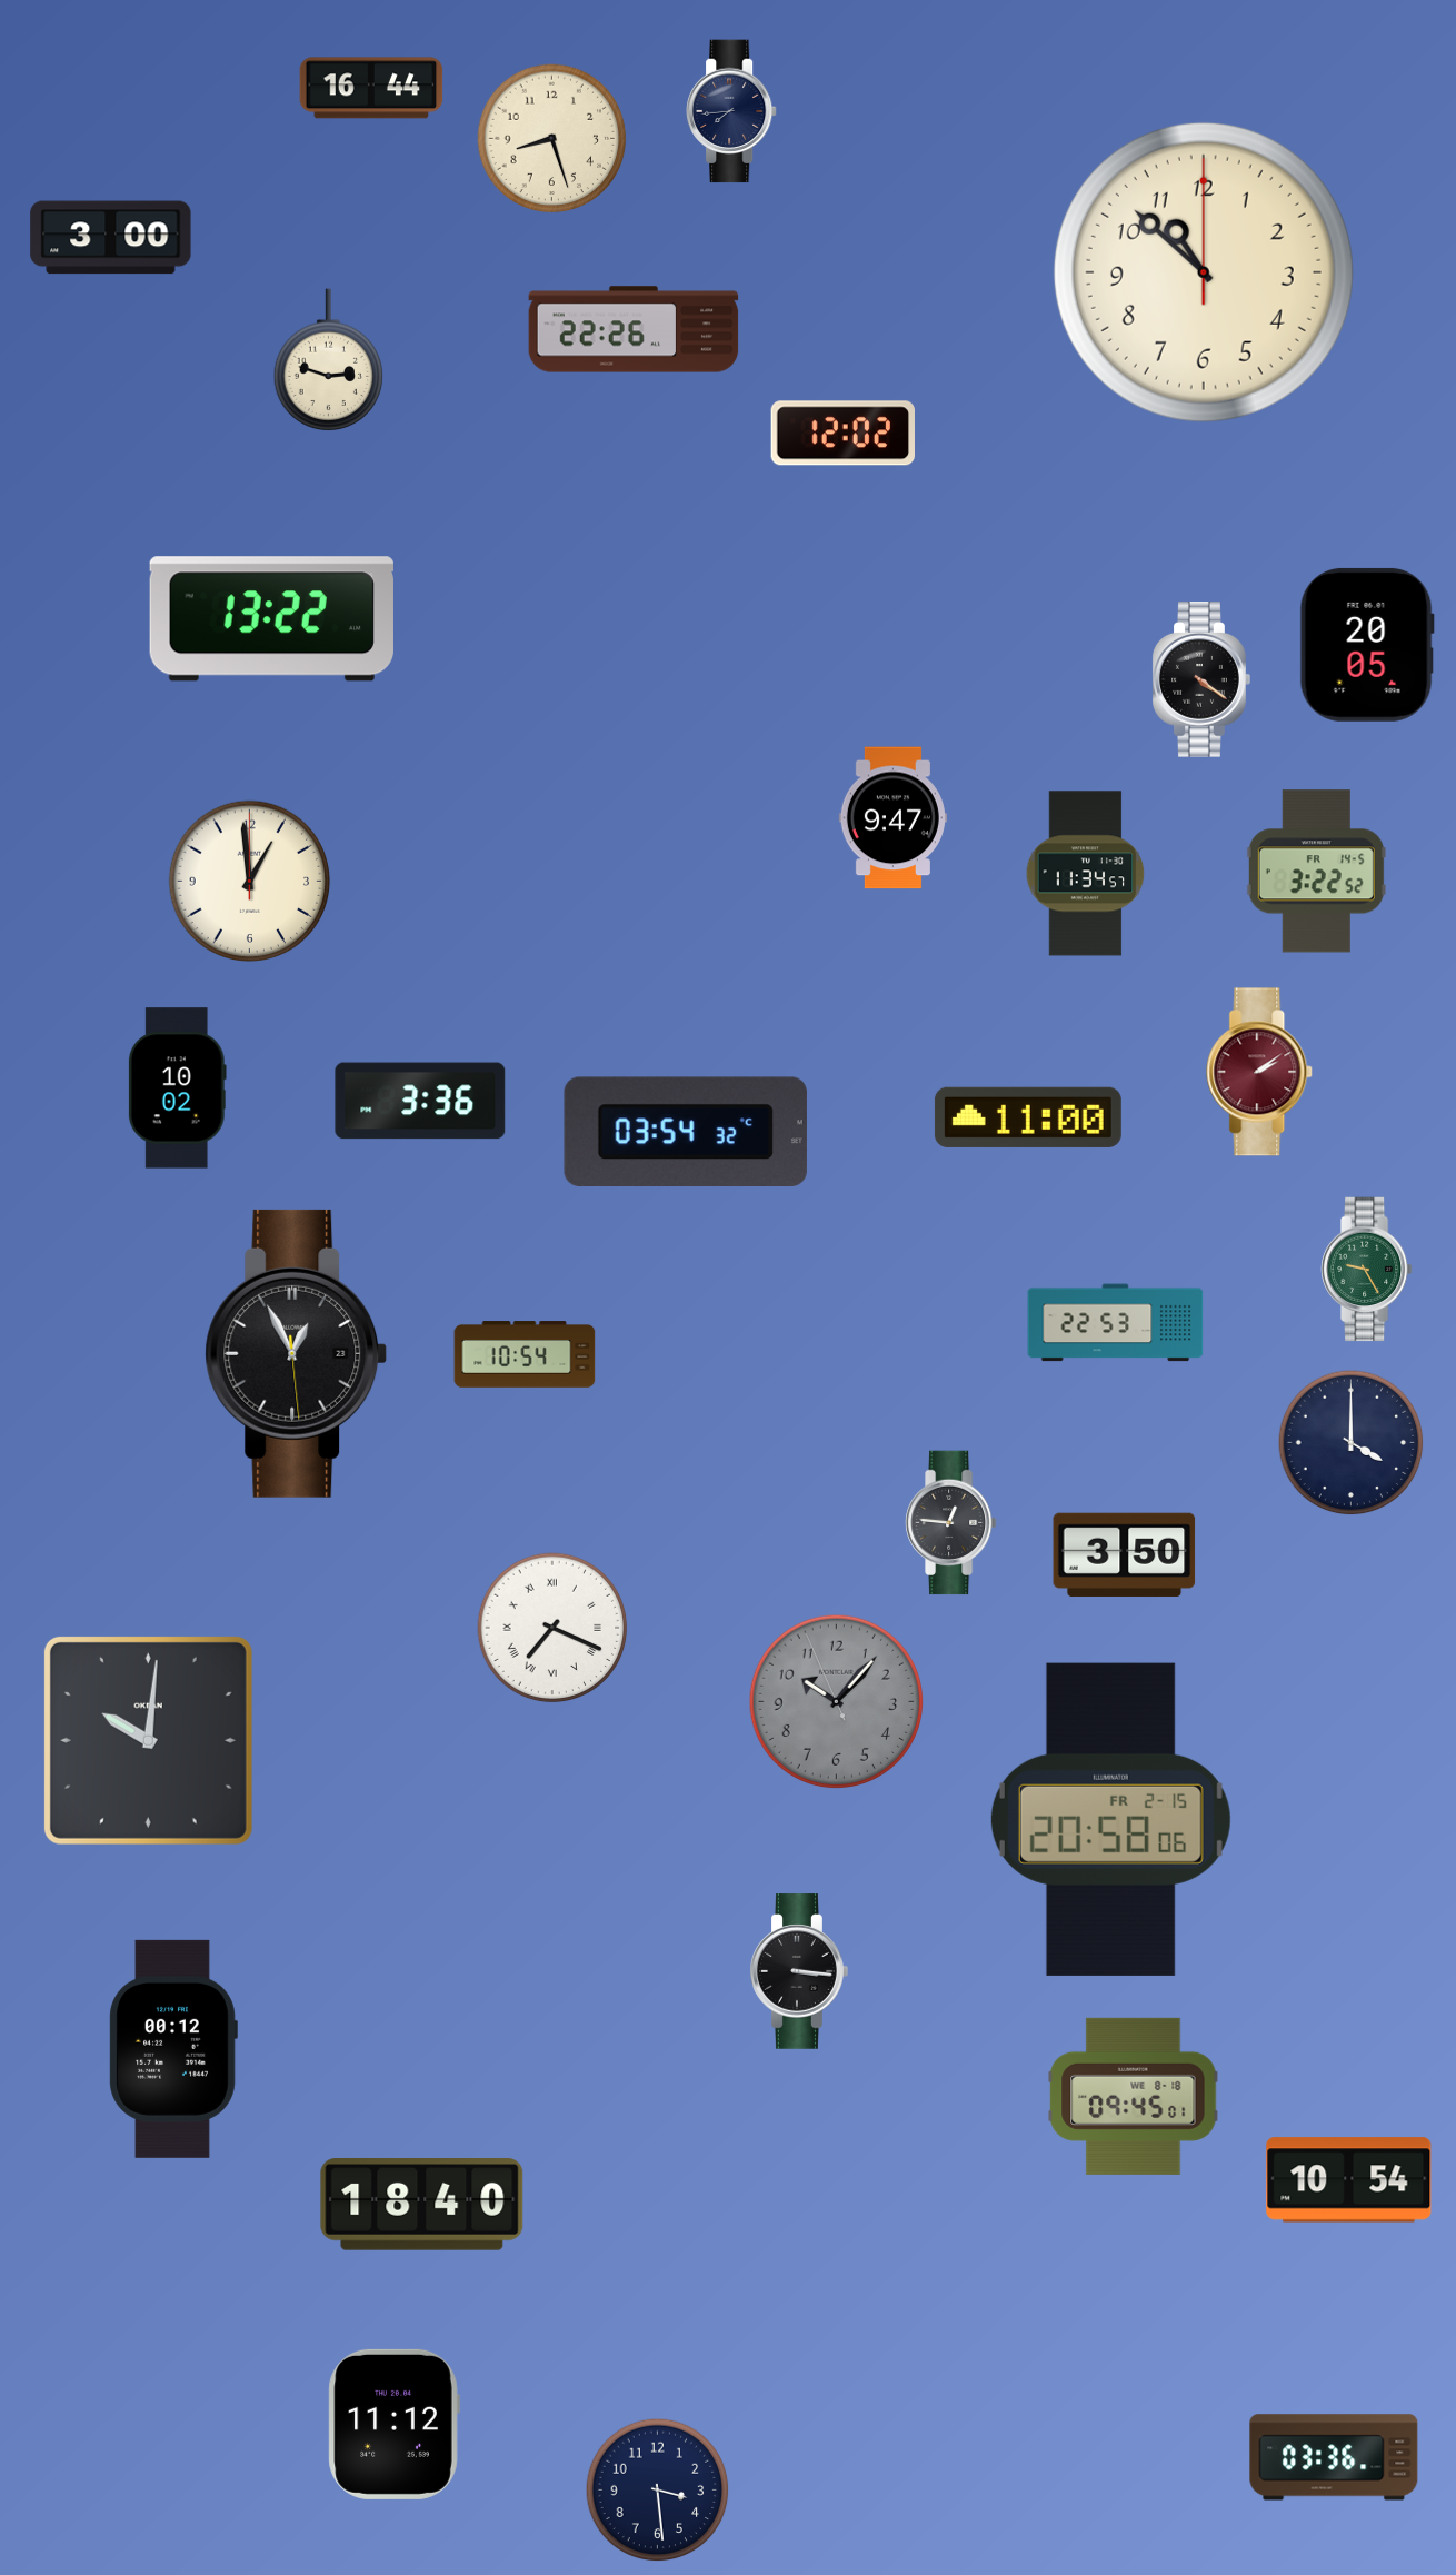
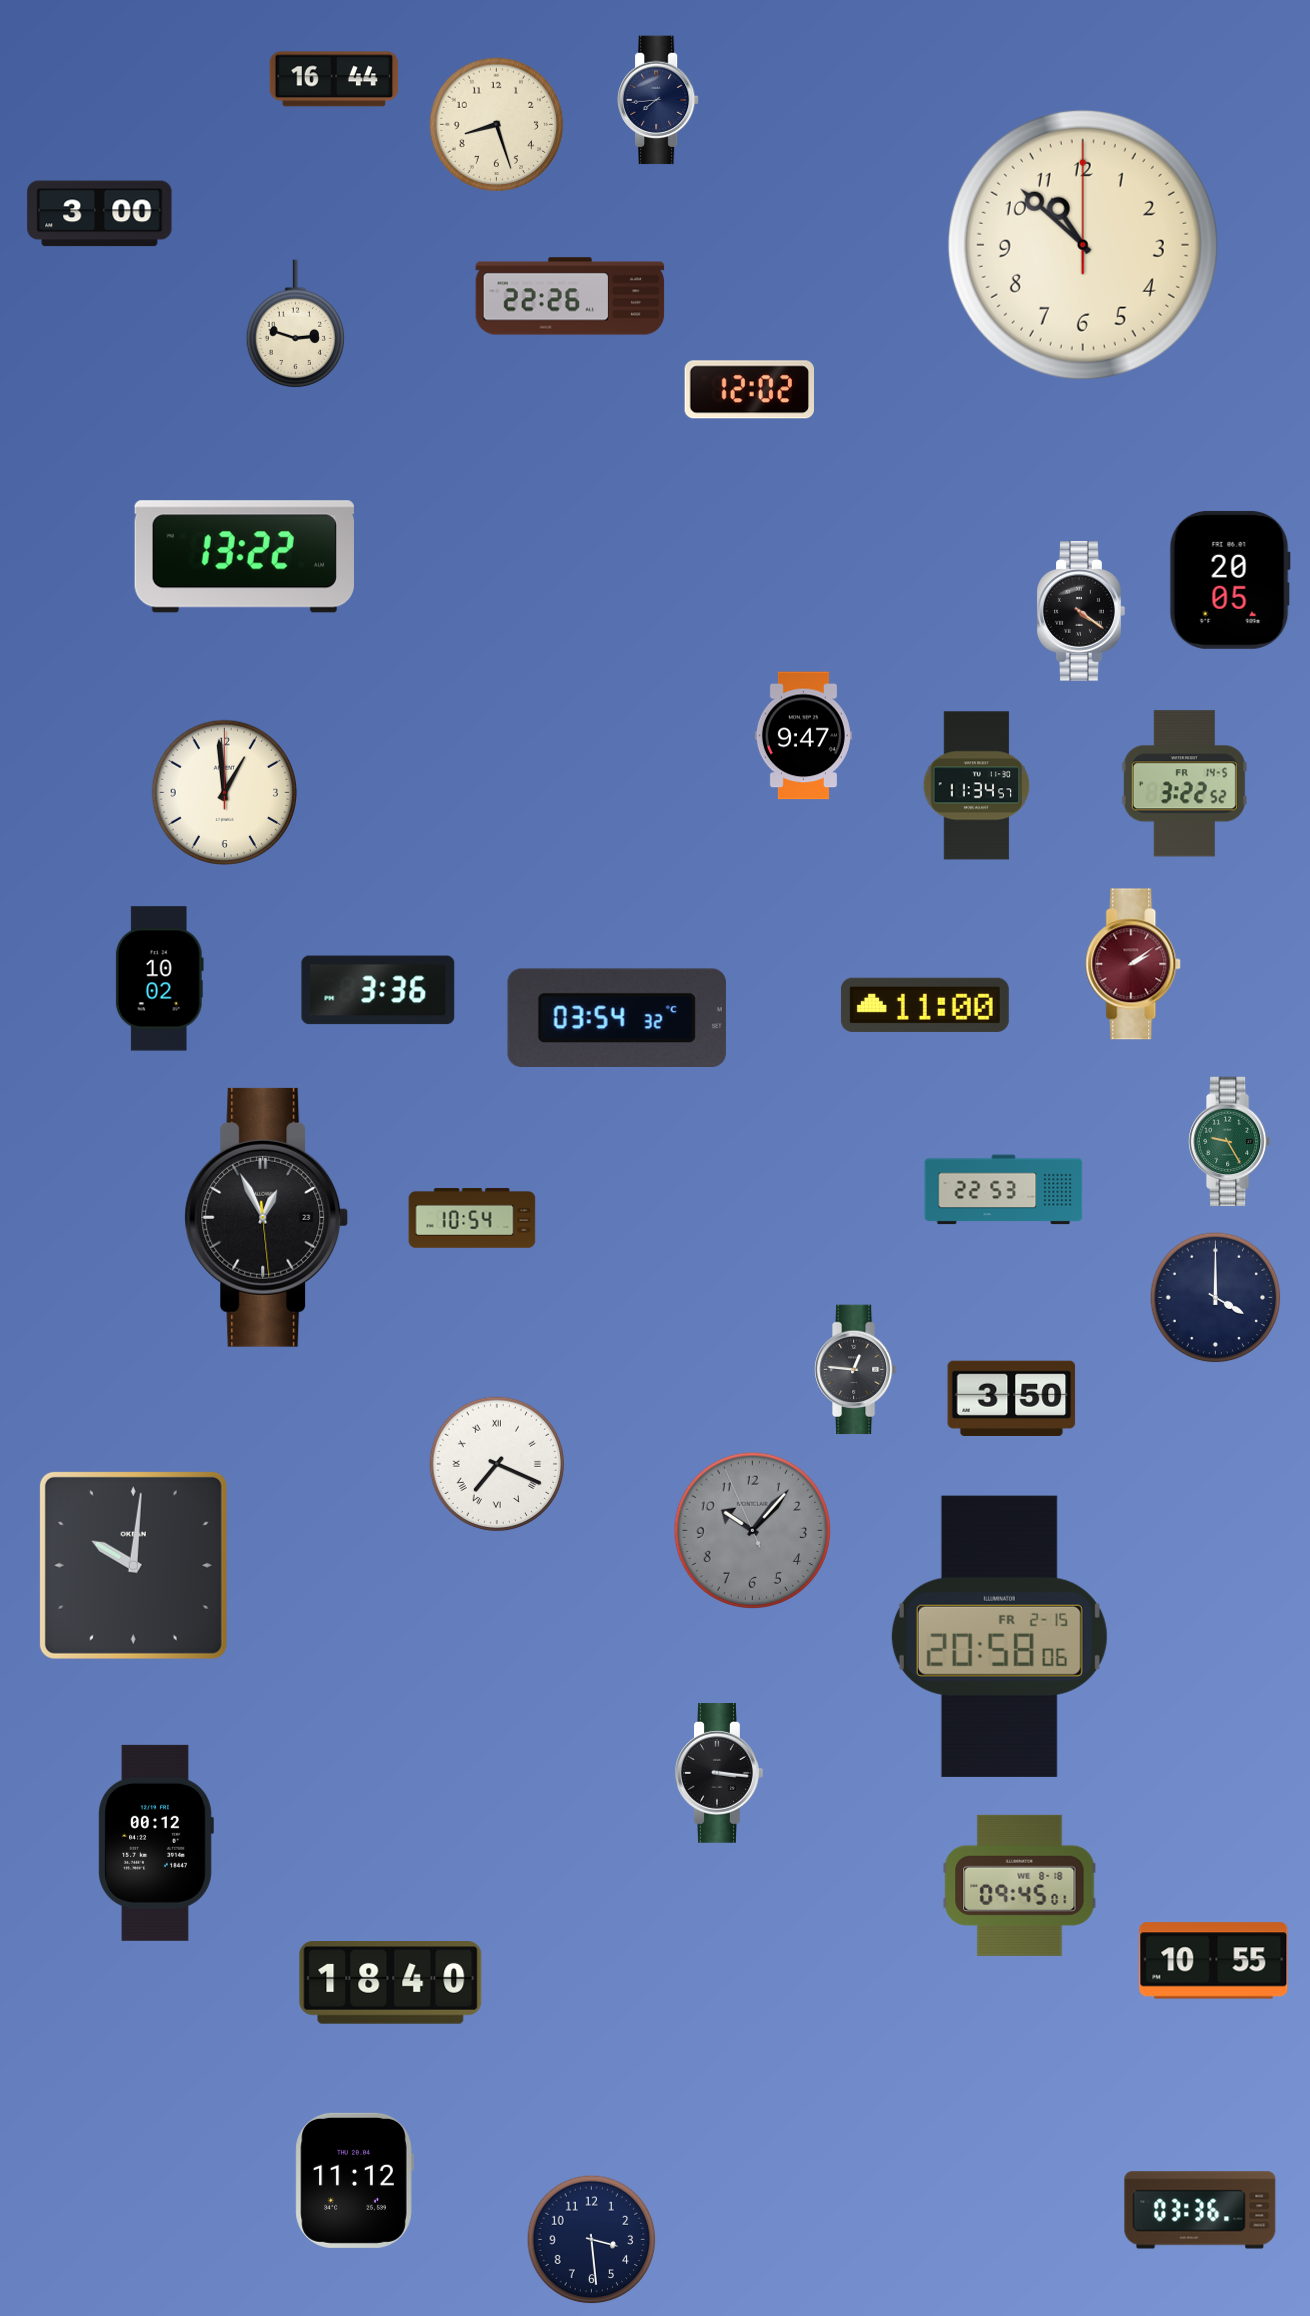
clock at (842, 434) position: (842, 434) -> (749, 390)
clock at (1349, 2180): 10:54 -> 10:55
clock at (422, 2205) position: (422, 2205) -> (391, 1983)
